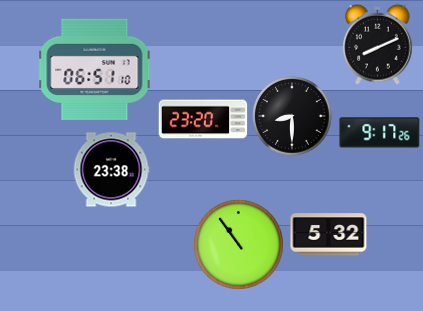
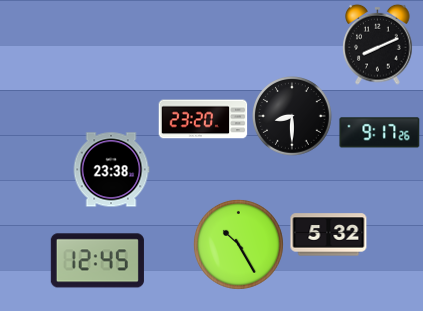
clock at (95, 69): 06:51 -> none
clock at (238, 244): 10:54 -> 10:25
clock at (97, 261): none -> 12:45
